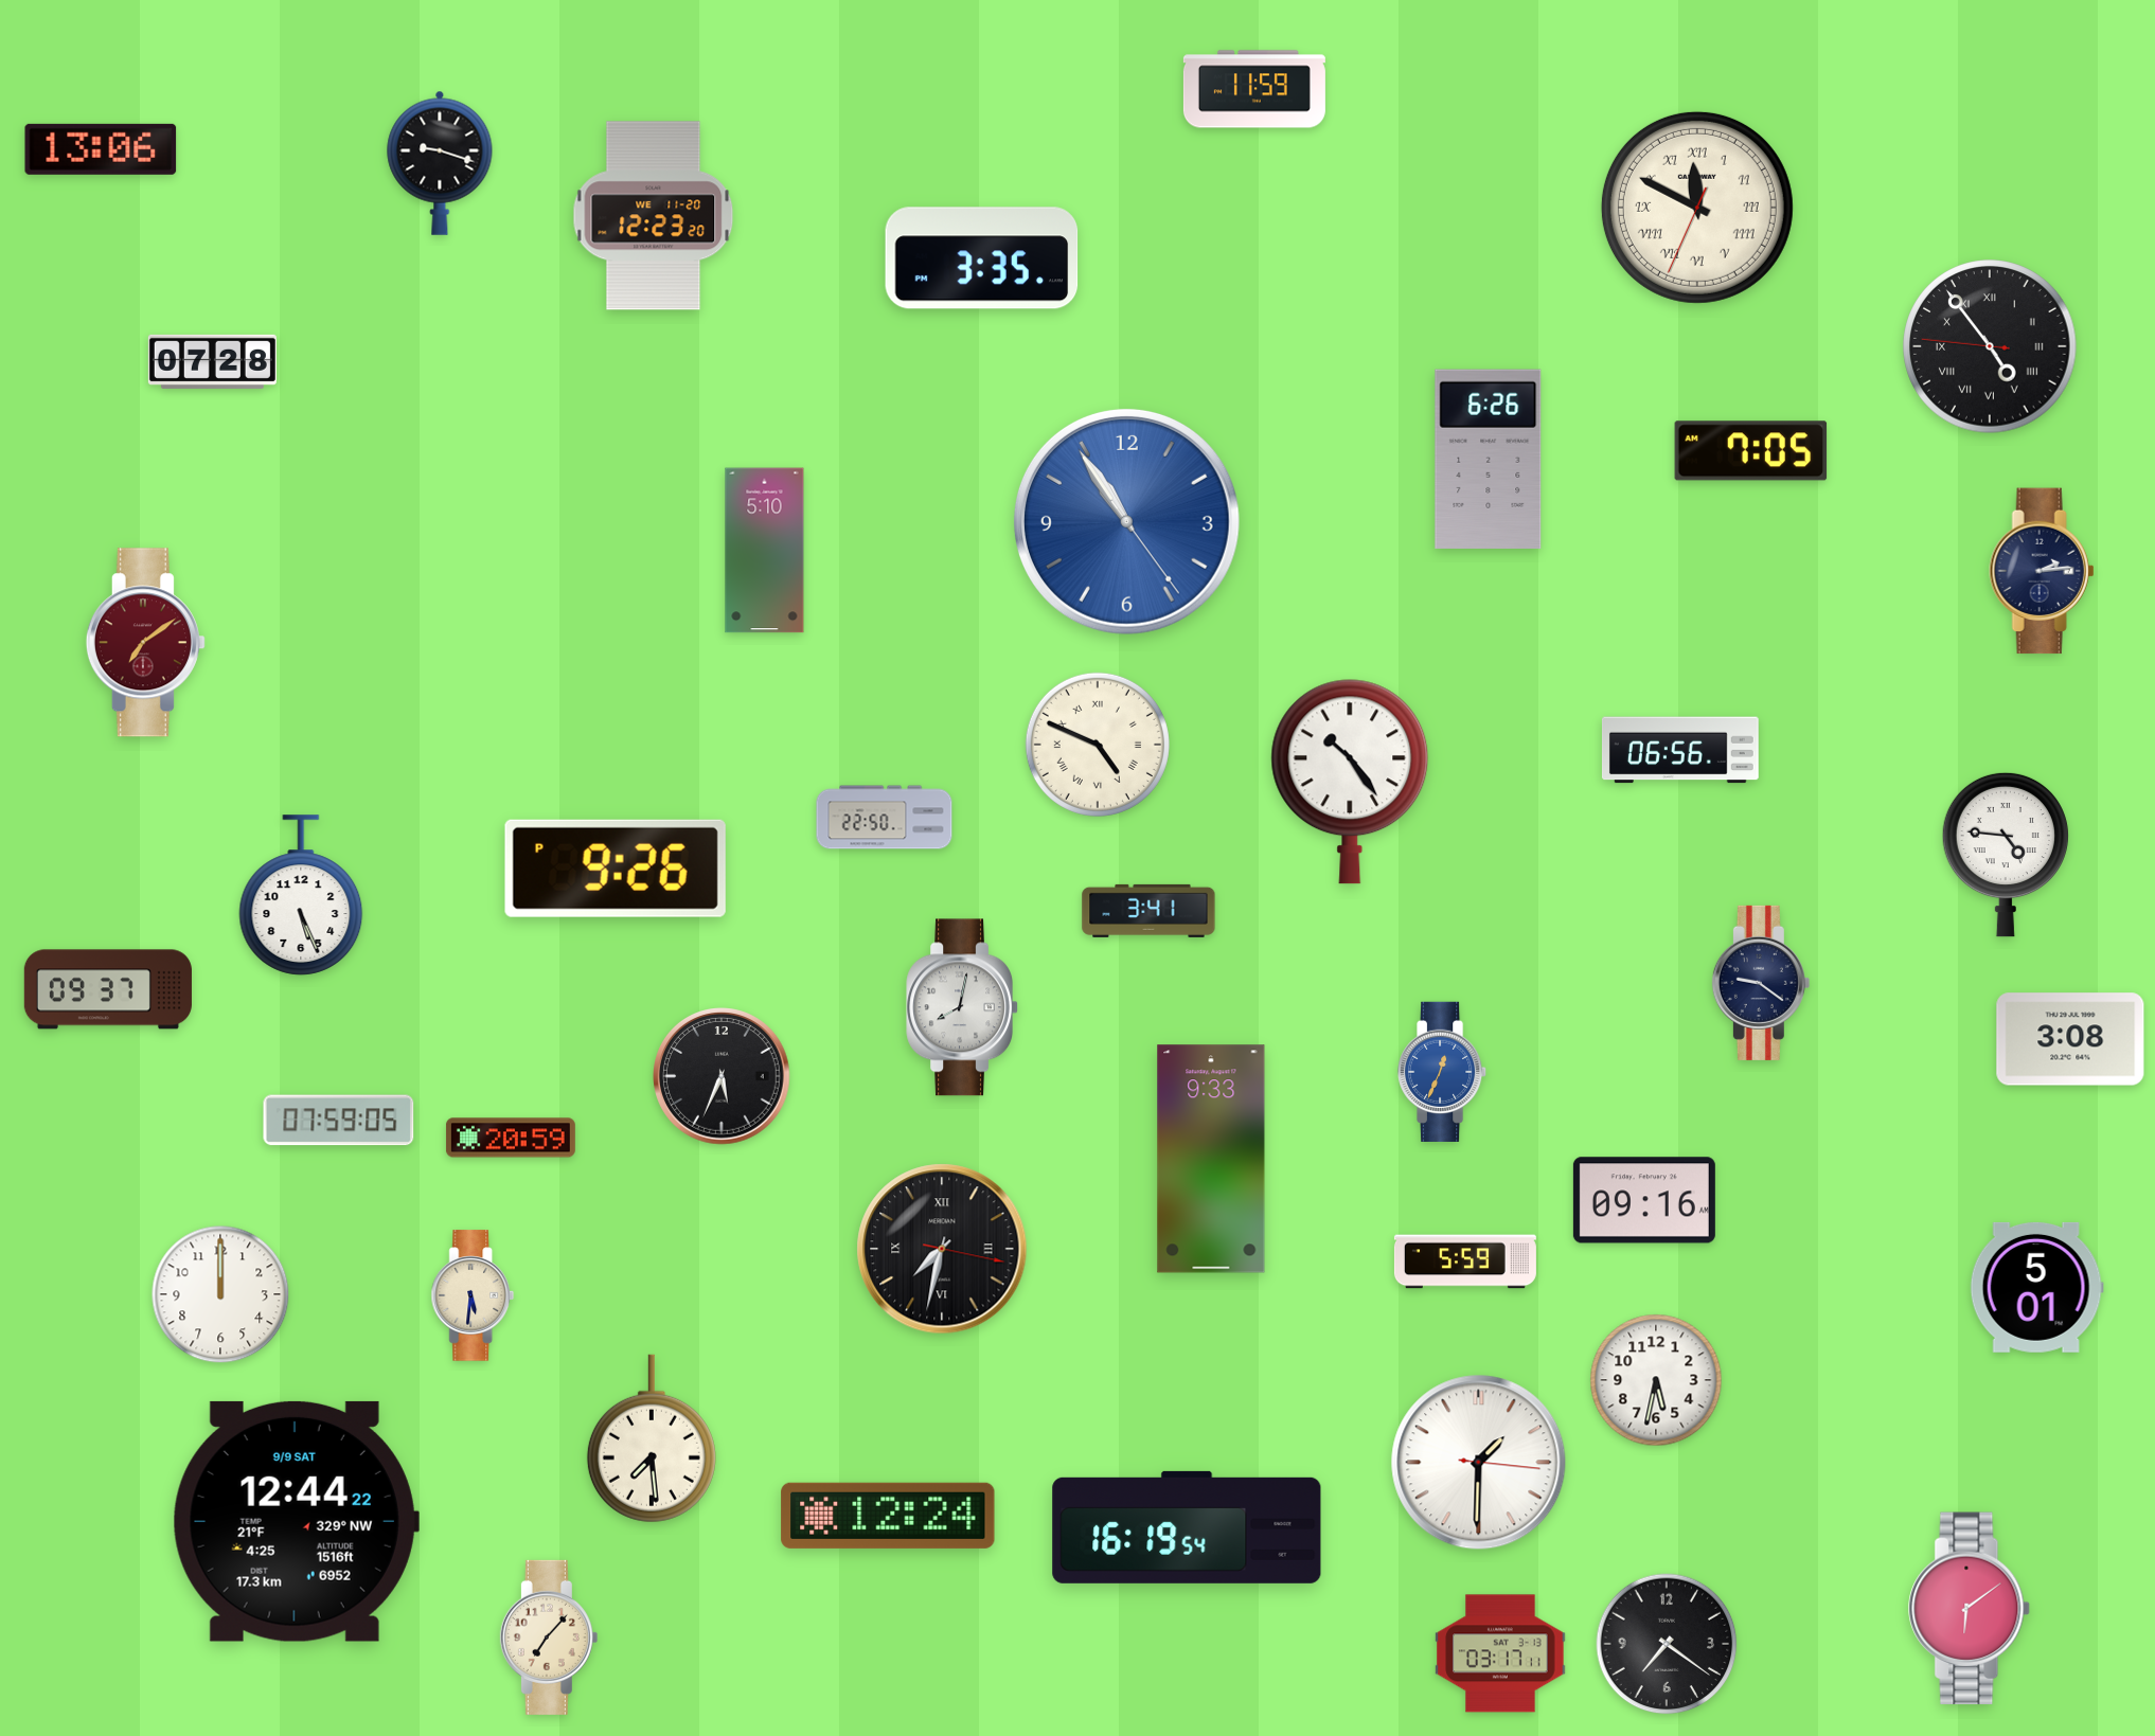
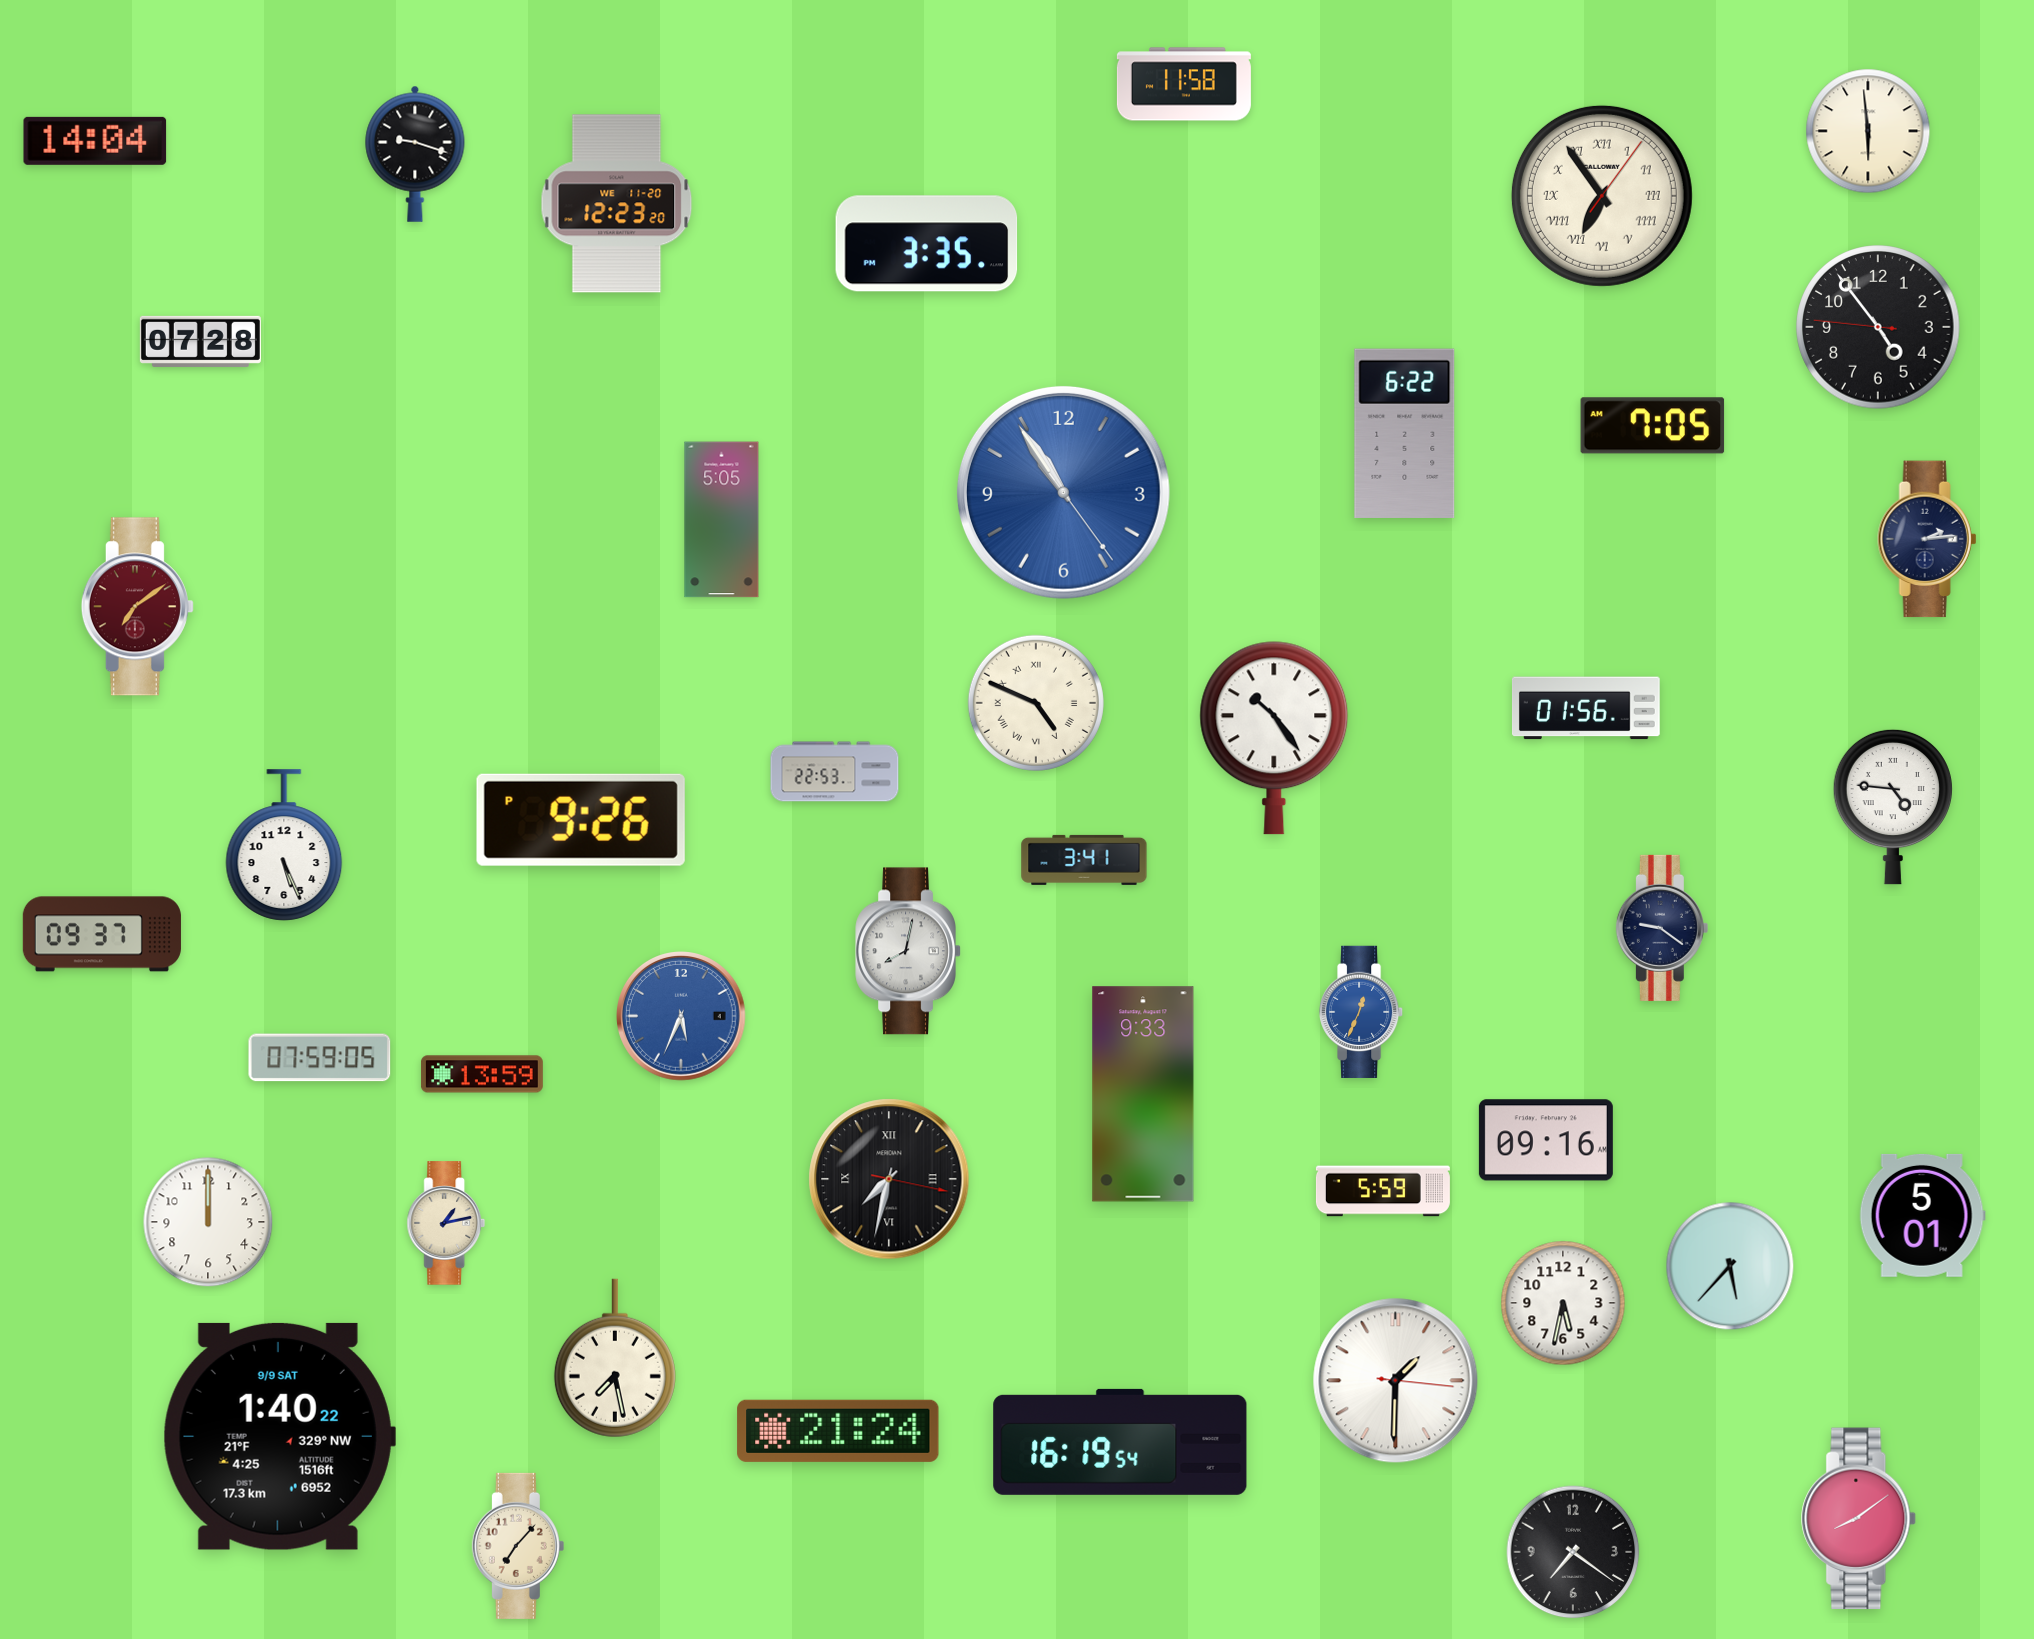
clock at (1254, 89): 11:59 -> 11:58
clock at (1868, 131): none -> 5:59
clock at (101, 149): 13:06 -> 14:04
clock at (1697, 208): 11:49 -> 6:54
clock at (1990, 346) numerals: Roman -> Arabic
clock at (1489, 459): 6:26 -> 6:22
clock at (765, 551): 5:10 -> 5:05
clock at (1680, 750): 06:56 -> 01:56
clock at (885, 818): 22:50 -> 22:53
clock at (2070, 1039): 3:08 -> none
clock at (723, 1077) dial: black -> blue
clock at (511, 1138): 20:59 -> 13:59
clock at (1644, 1200) position: (1644, 1200) -> (1546, 1140)
clock at (473, 1295): 5:31 -> 1:13
clock at (1730, 1266): none -> 5:37
clock at (652, 1438): 7:29 -> 7:28
clock at (888, 1516): 12:24 -> 21:24
clock at (296, 1521): 12:44 -> 1:40
clock at (1970, 1609): 6:09 -> 8:09
clock at (1500, 1653): 03:17 -> none
